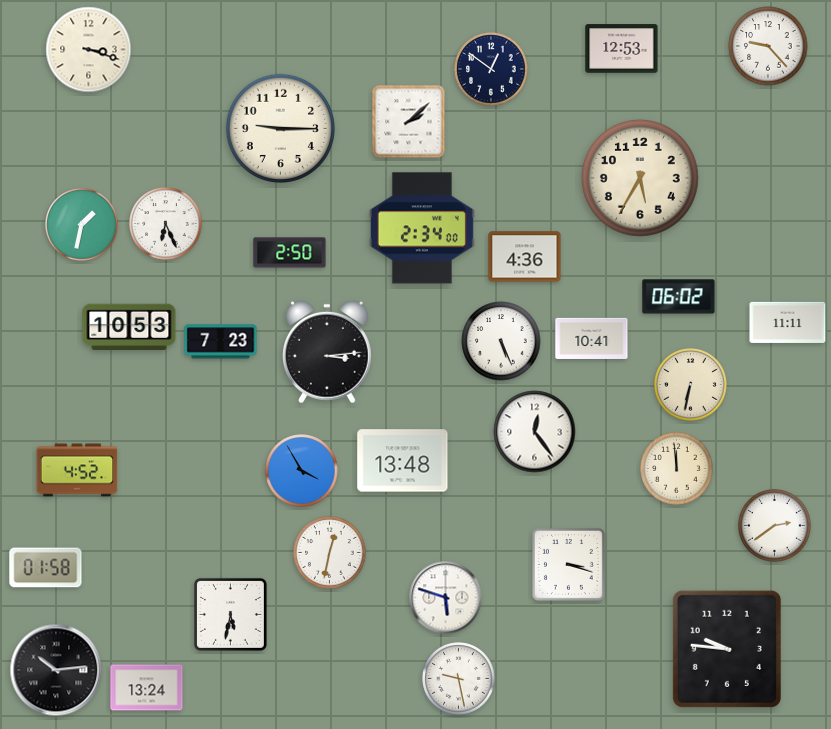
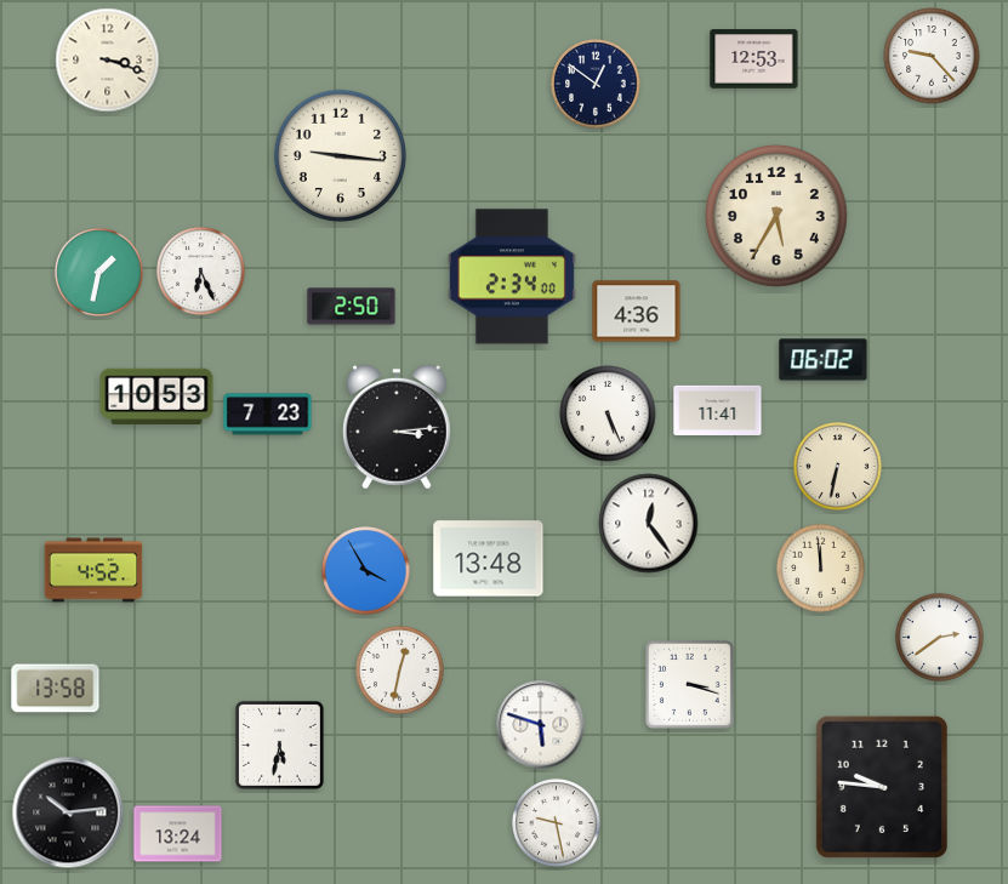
clock at (409, 122): 2:08 -> none
clock at (280, 128): 9:15 -> 9:16
clock at (788, 322): 11:11 -> none
clock at (592, 338): 10:41 -> 11:41
clock at (46, 568): 01:58 -> 13:58
